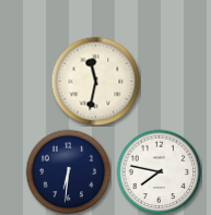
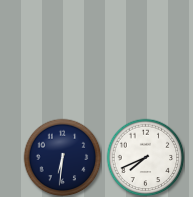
clock at (95, 81): 11:32 -> none
clock at (159, 171): 7:47 -> 7:41
